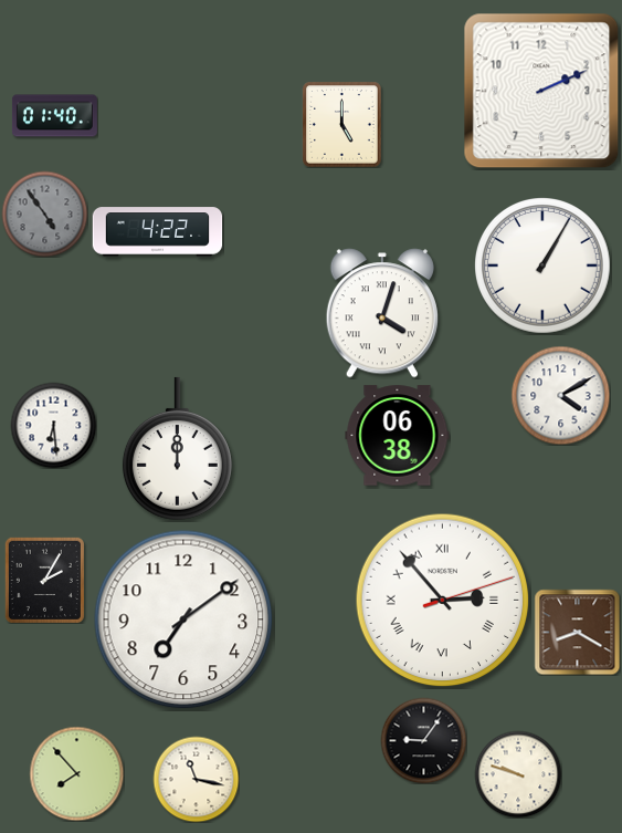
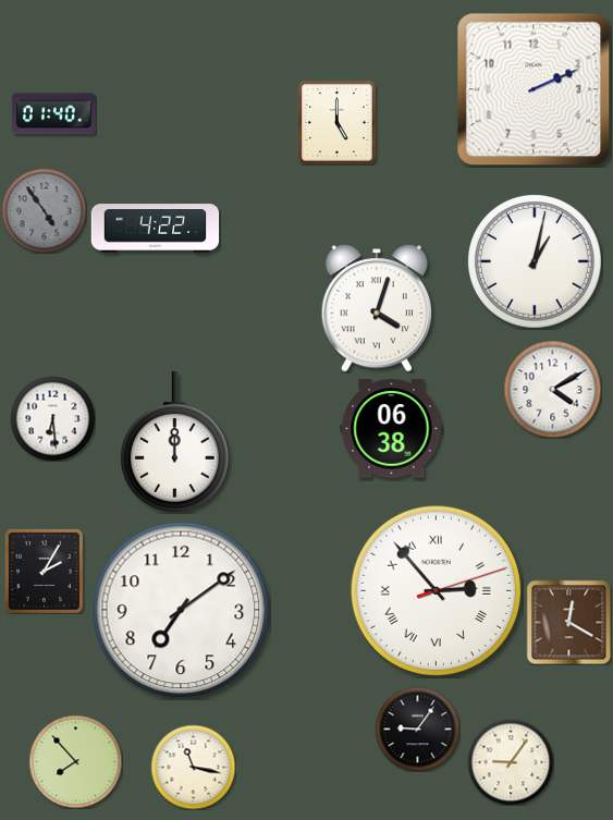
clock at (544, 267): 1:05 -> 1:02
clock at (577, 632): 8:20 -> 12:20
clock at (518, 774): 9:48 -> 9:06
